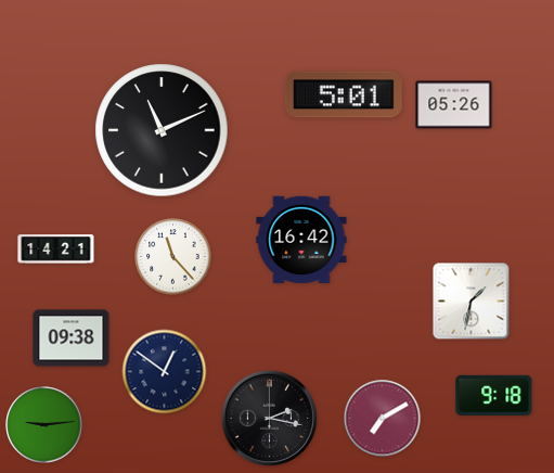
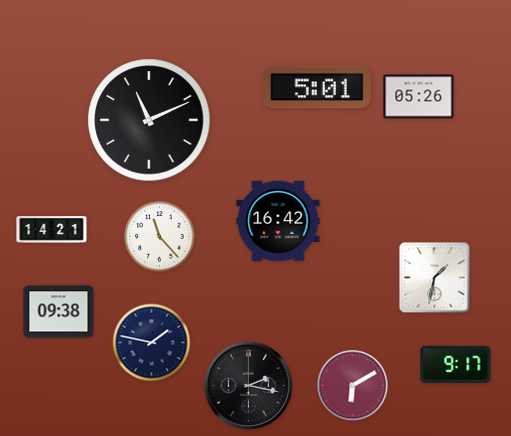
clock at (72, 338) position: (72, 338) -> (59, 312)
clock at (165, 372): 12:51 -> 1:47
clock at (494, 395): 9:18 -> 9:17
clock at (383, 419): 7:10 -> 6:10
clock at (44, 425): 9:14 -> none
